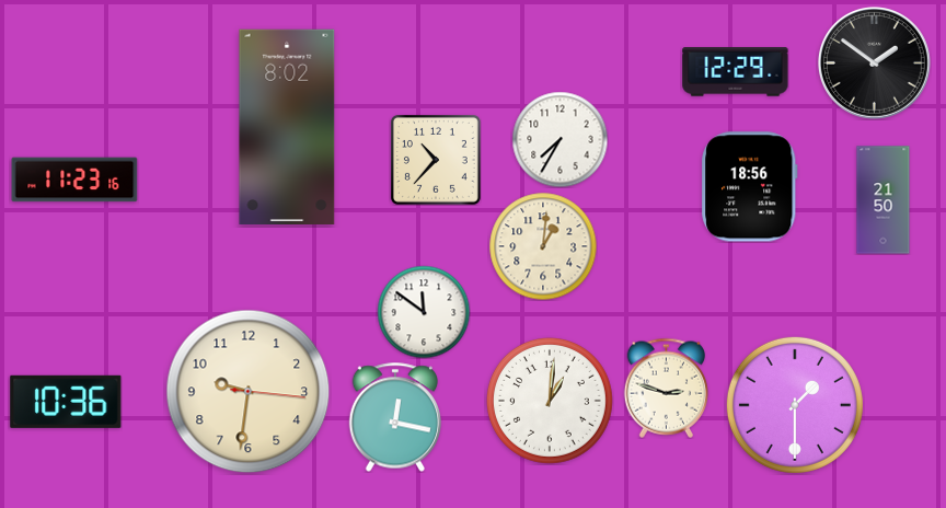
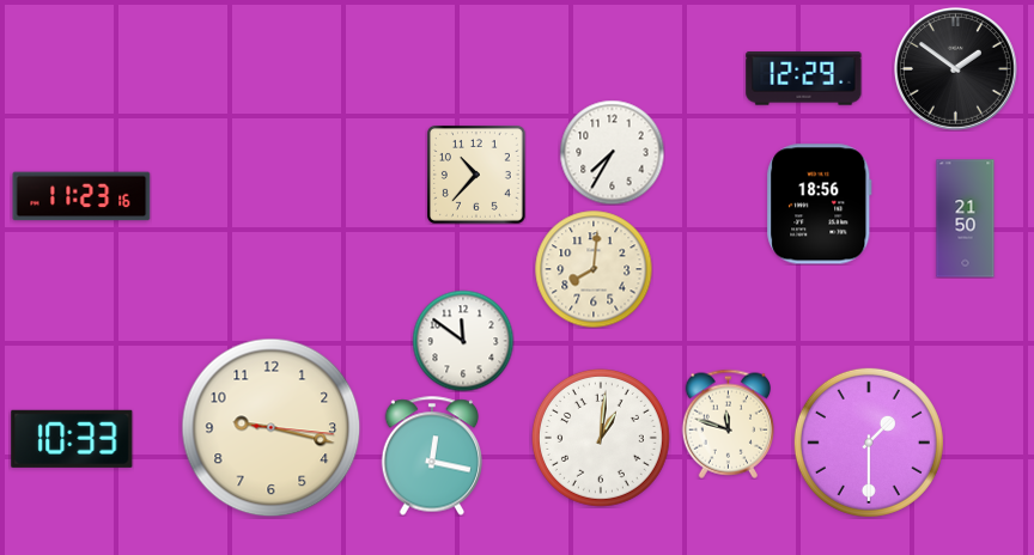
clock at (287, 126): 8:02 -> none
clock at (543, 246): 1:01 -> 8:01
clock at (666, 388): 2:48 -> 11:48
clock at (249, 392): 9:31 -> 9:17
clock at (66, 402): 10:36 -> 10:33
